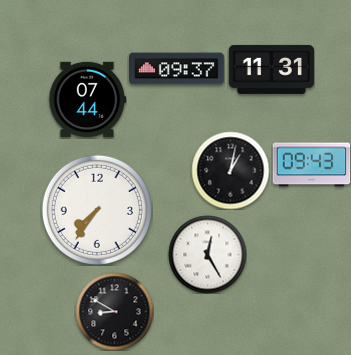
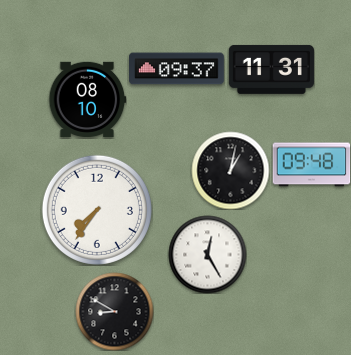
clock at (87, 99): 07:44 -> 08:10
clock at (311, 165): 09:43 -> 09:48
